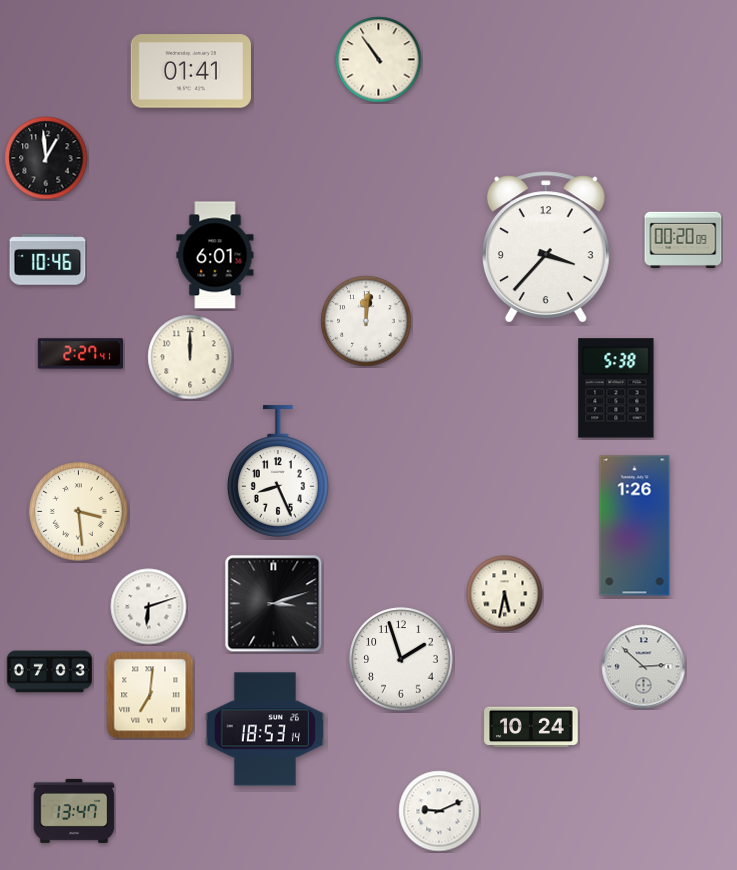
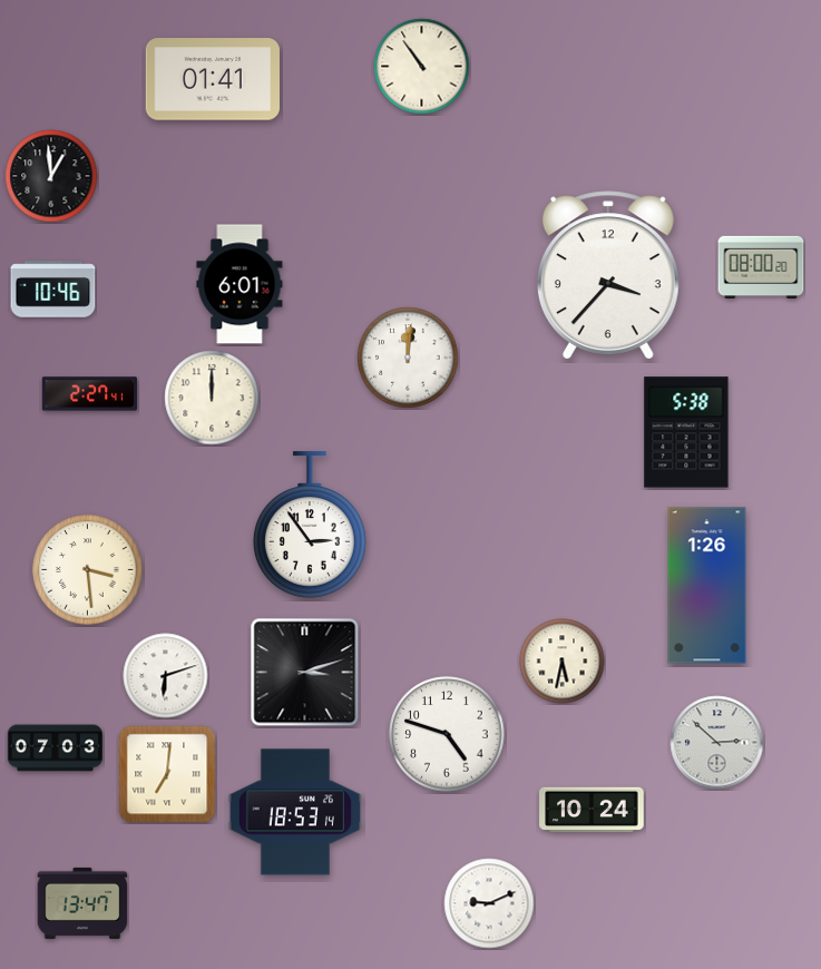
clock at (683, 239): 00:20 -> 08:00
clock at (278, 471): 8:26 -> 2:54
clock at (401, 659): 1:57 -> 4:48
